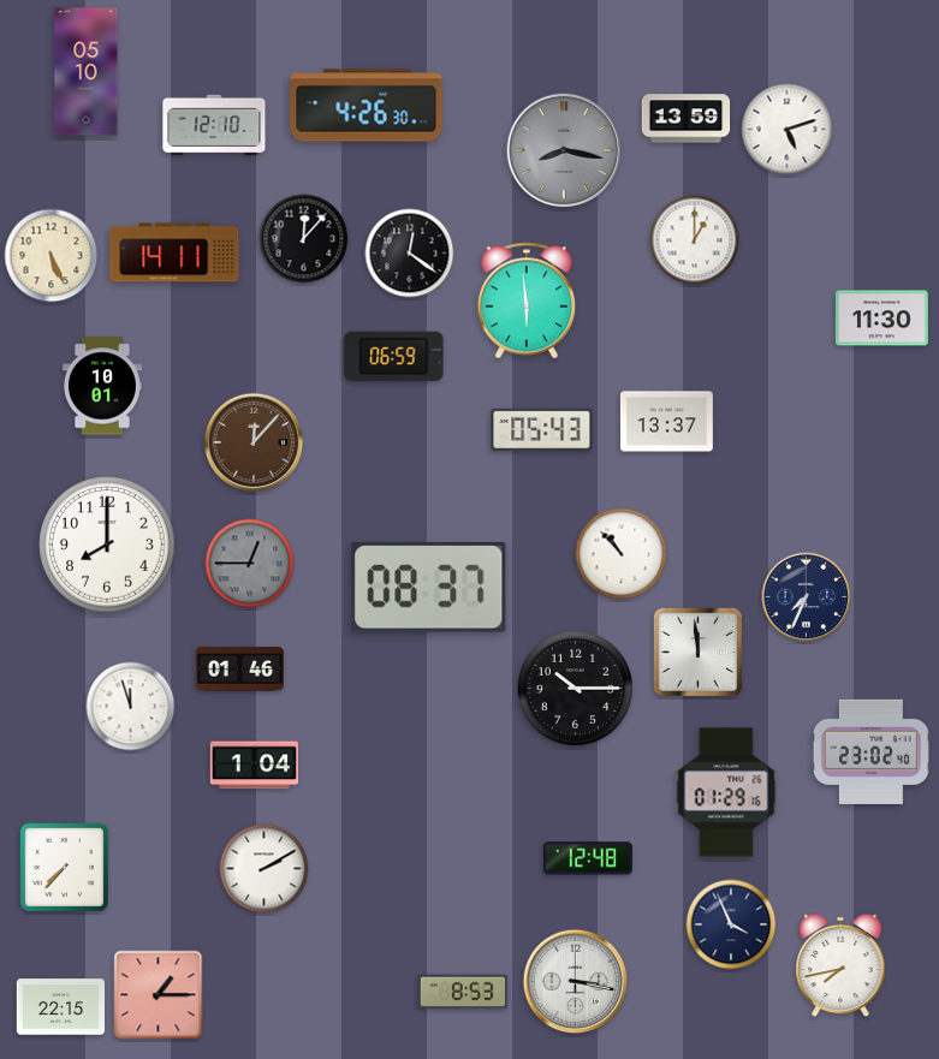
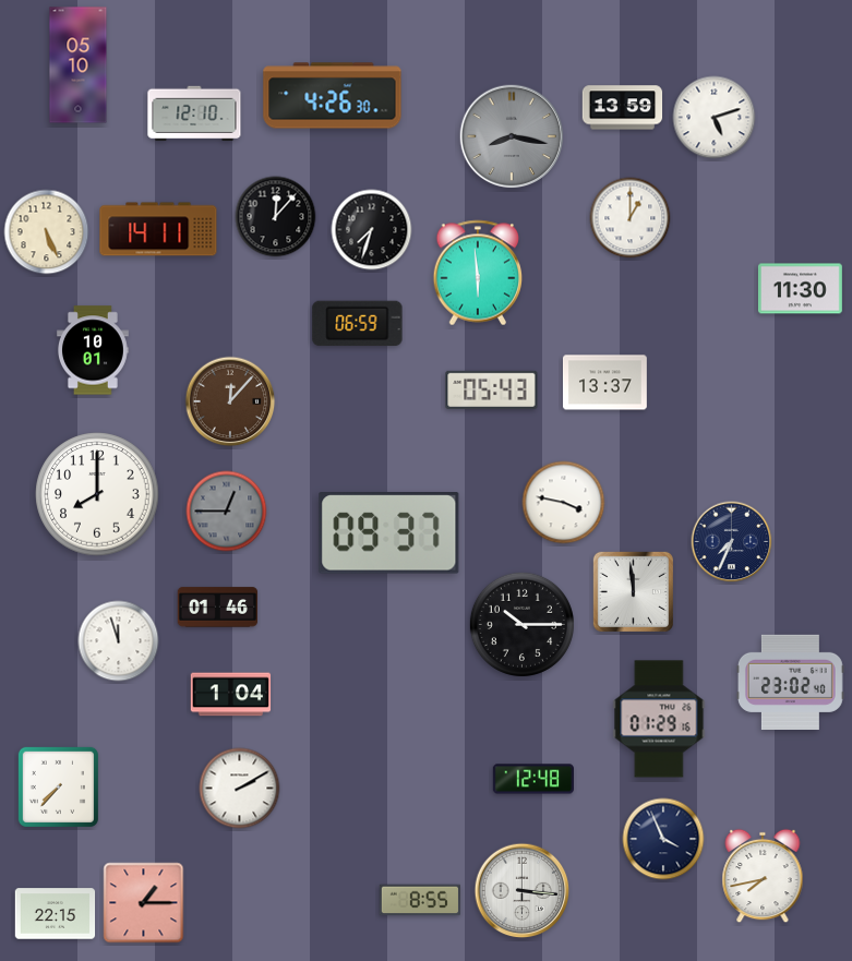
clock at (410, 254): 12:21 -> 7:33
clock at (622, 554): 10:53 -> 3:47
clock at (429, 588): 08:37 -> 09:37
clock at (576, 982): 3:17 -> 3:16
clock at (463, 992): 8:53 -> 8:55
